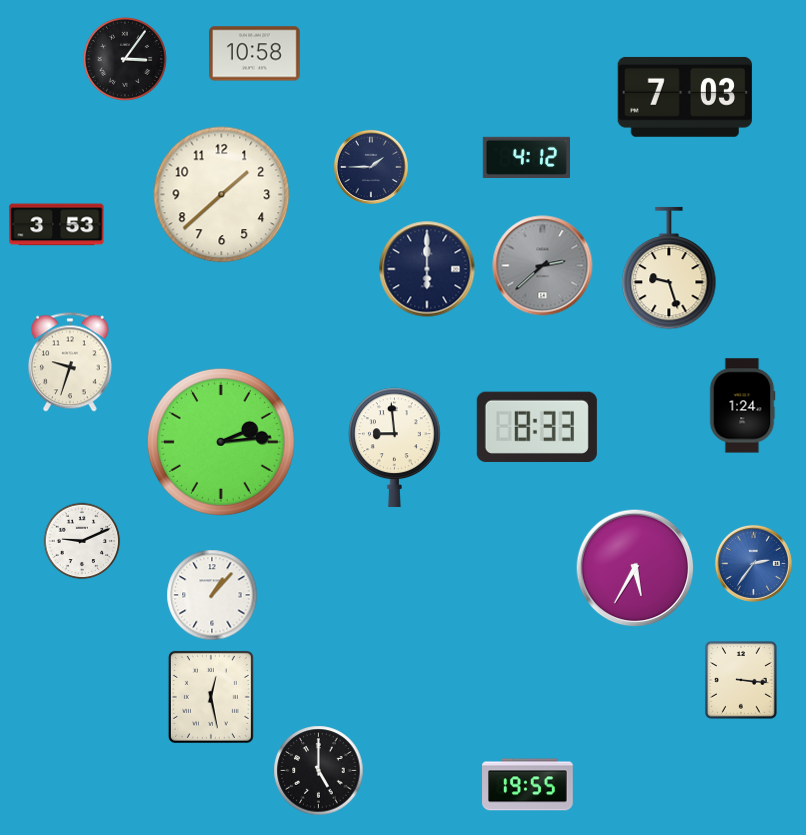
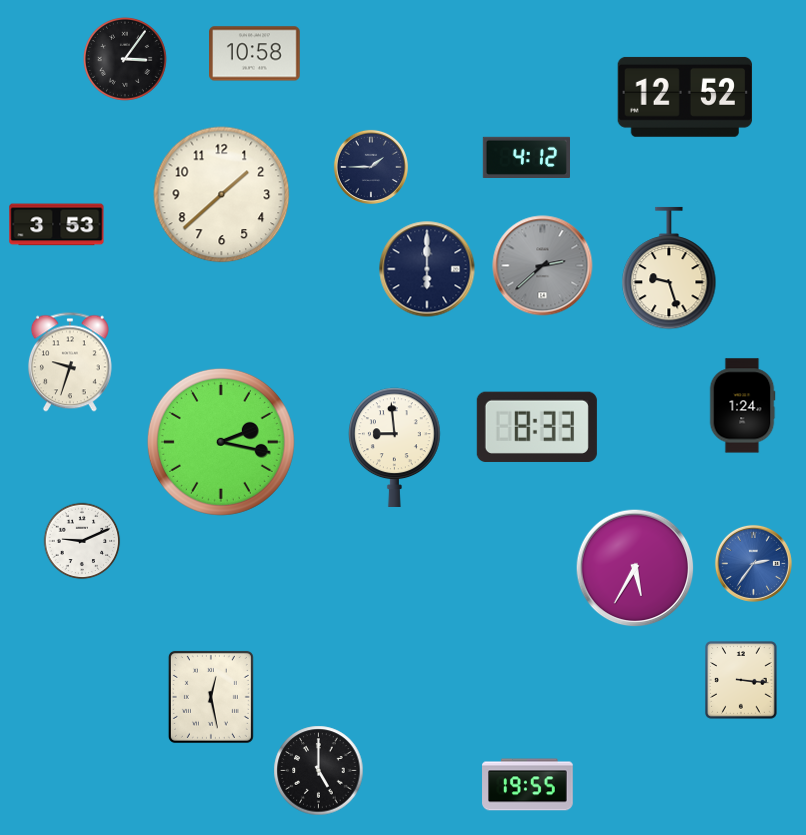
clock at (684, 97): 7:03 -> 12:52
clock at (221, 442): 2:14 -> 2:17
clock at (212, 595): 1:07 -> none
